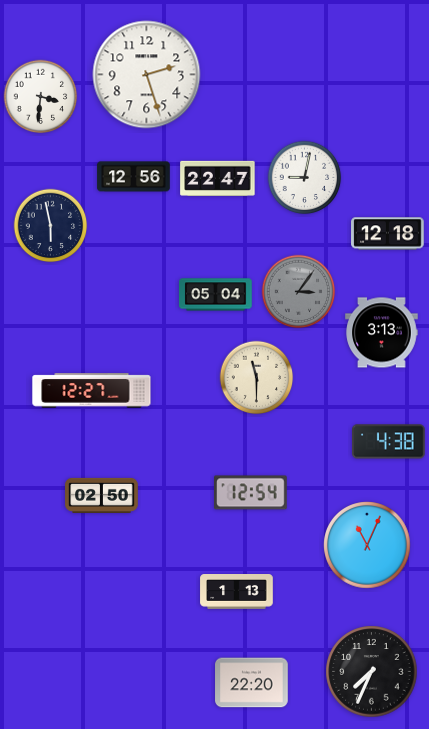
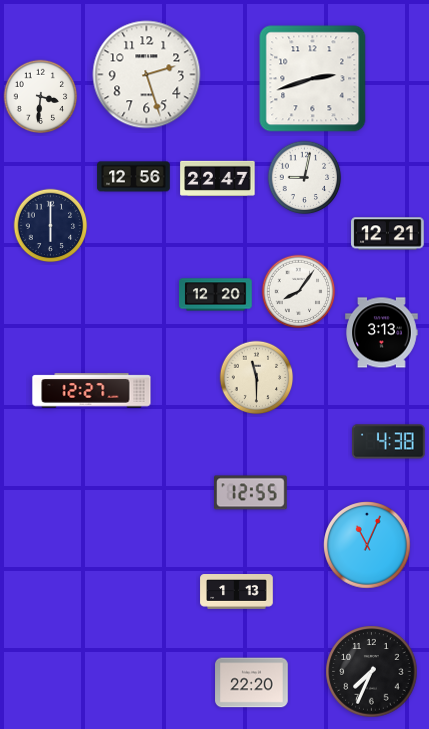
clock at (313, 79): none -> 2:42
clock at (51, 226): 5:58 -> 6:00
clock at (388, 234): 12:18 -> 12:21
clock at (299, 292): 3:06 -> 8:06
clock at (299, 292) dial: grey -> white
clock at (216, 295): 05:04 -> 12:20
clock at (251, 493): 12:54 -> 12:55
clock at (102, 495): 02:50 -> none
